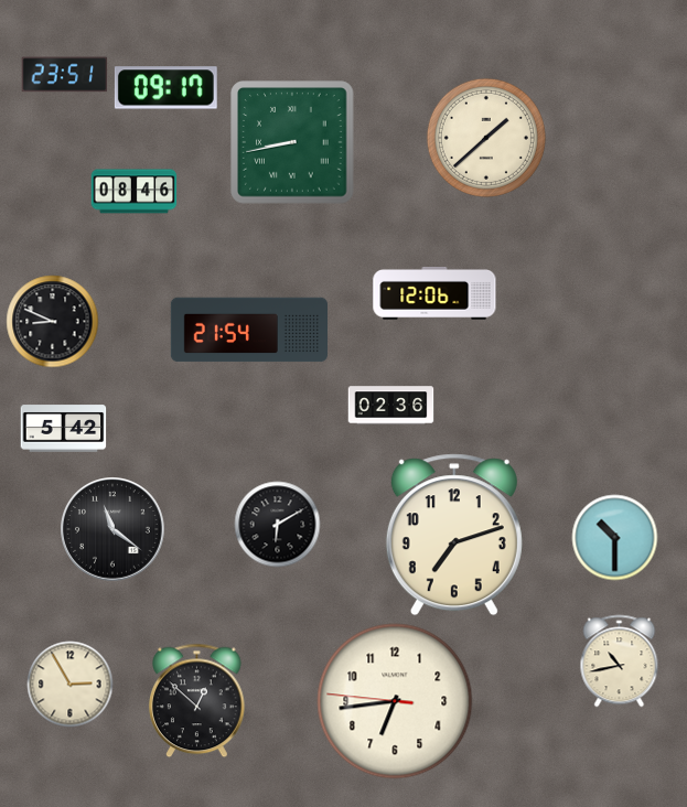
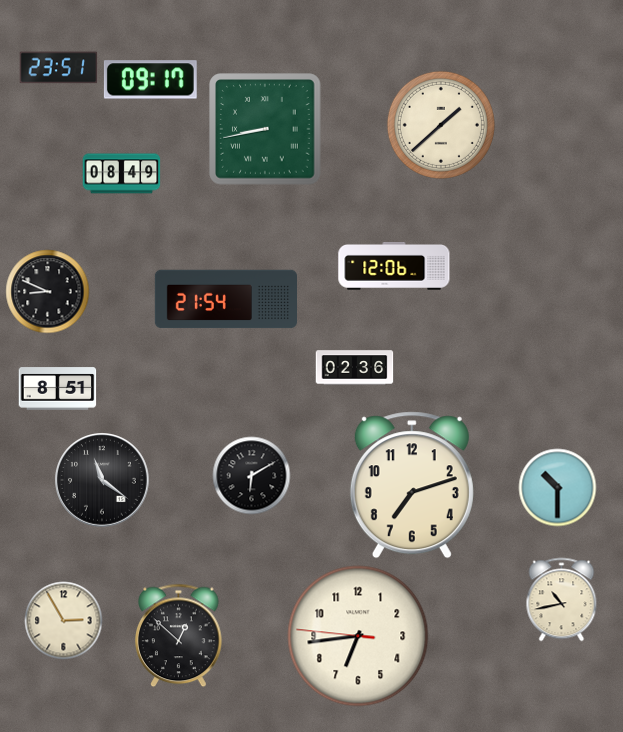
clock at (133, 192): 08:46 -> 08:49
clock at (63, 429): 5:42 -> 8:51
